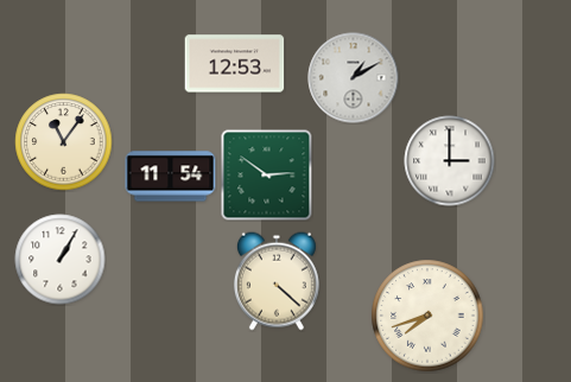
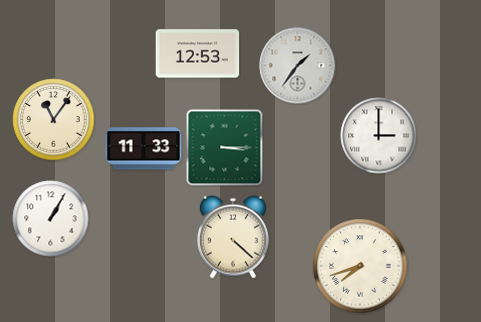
clock at (354, 78): 1:10 -> 1:36
clock at (267, 176): 2:51 -> 3:15
clock at (171, 177): 11:54 -> 11:33
